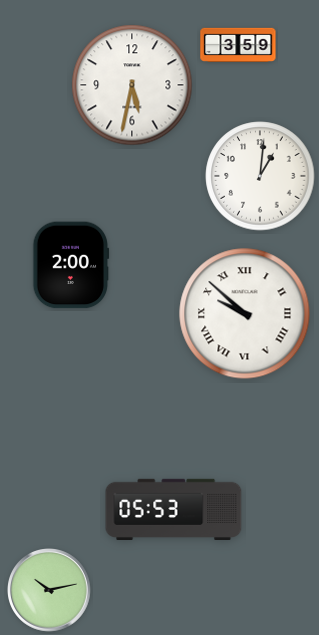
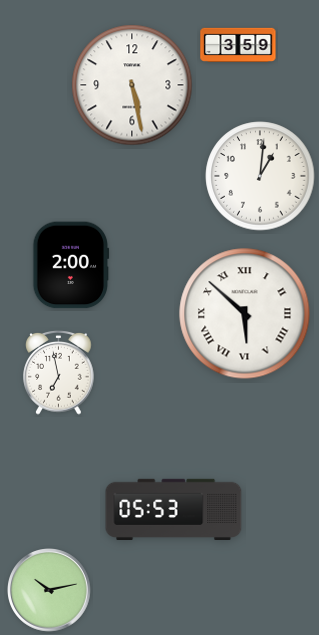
clock at (132, 85): 5:32 -> 5:28
clock at (245, 314): 9:52 -> 5:52
clock at (59, 372): none -> 6:58
